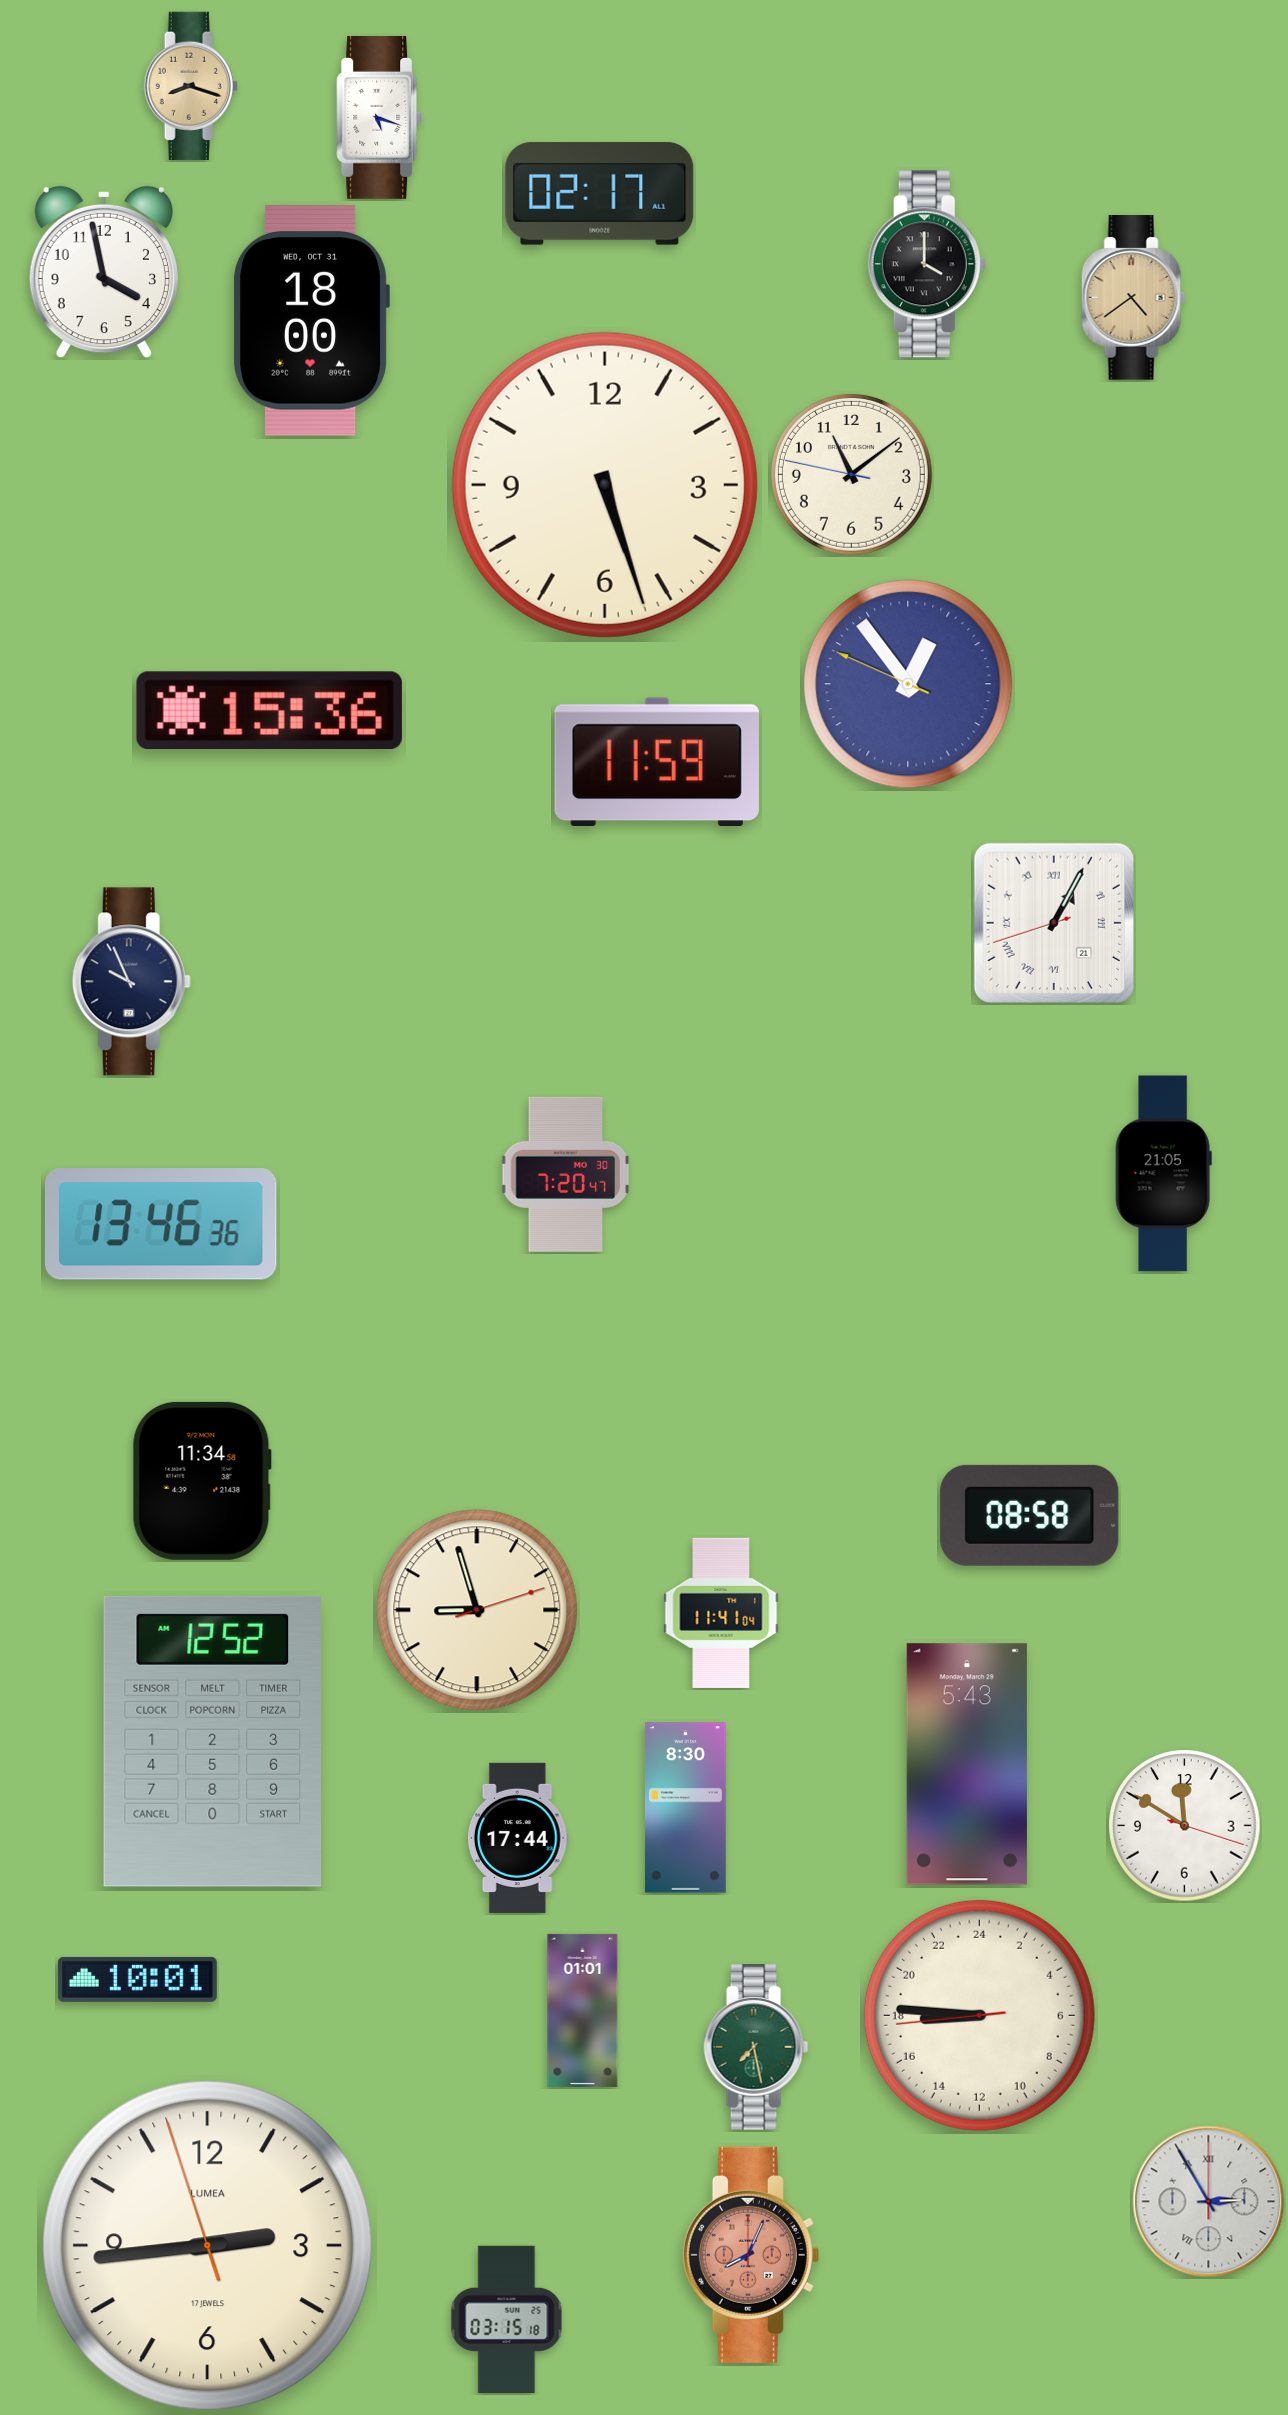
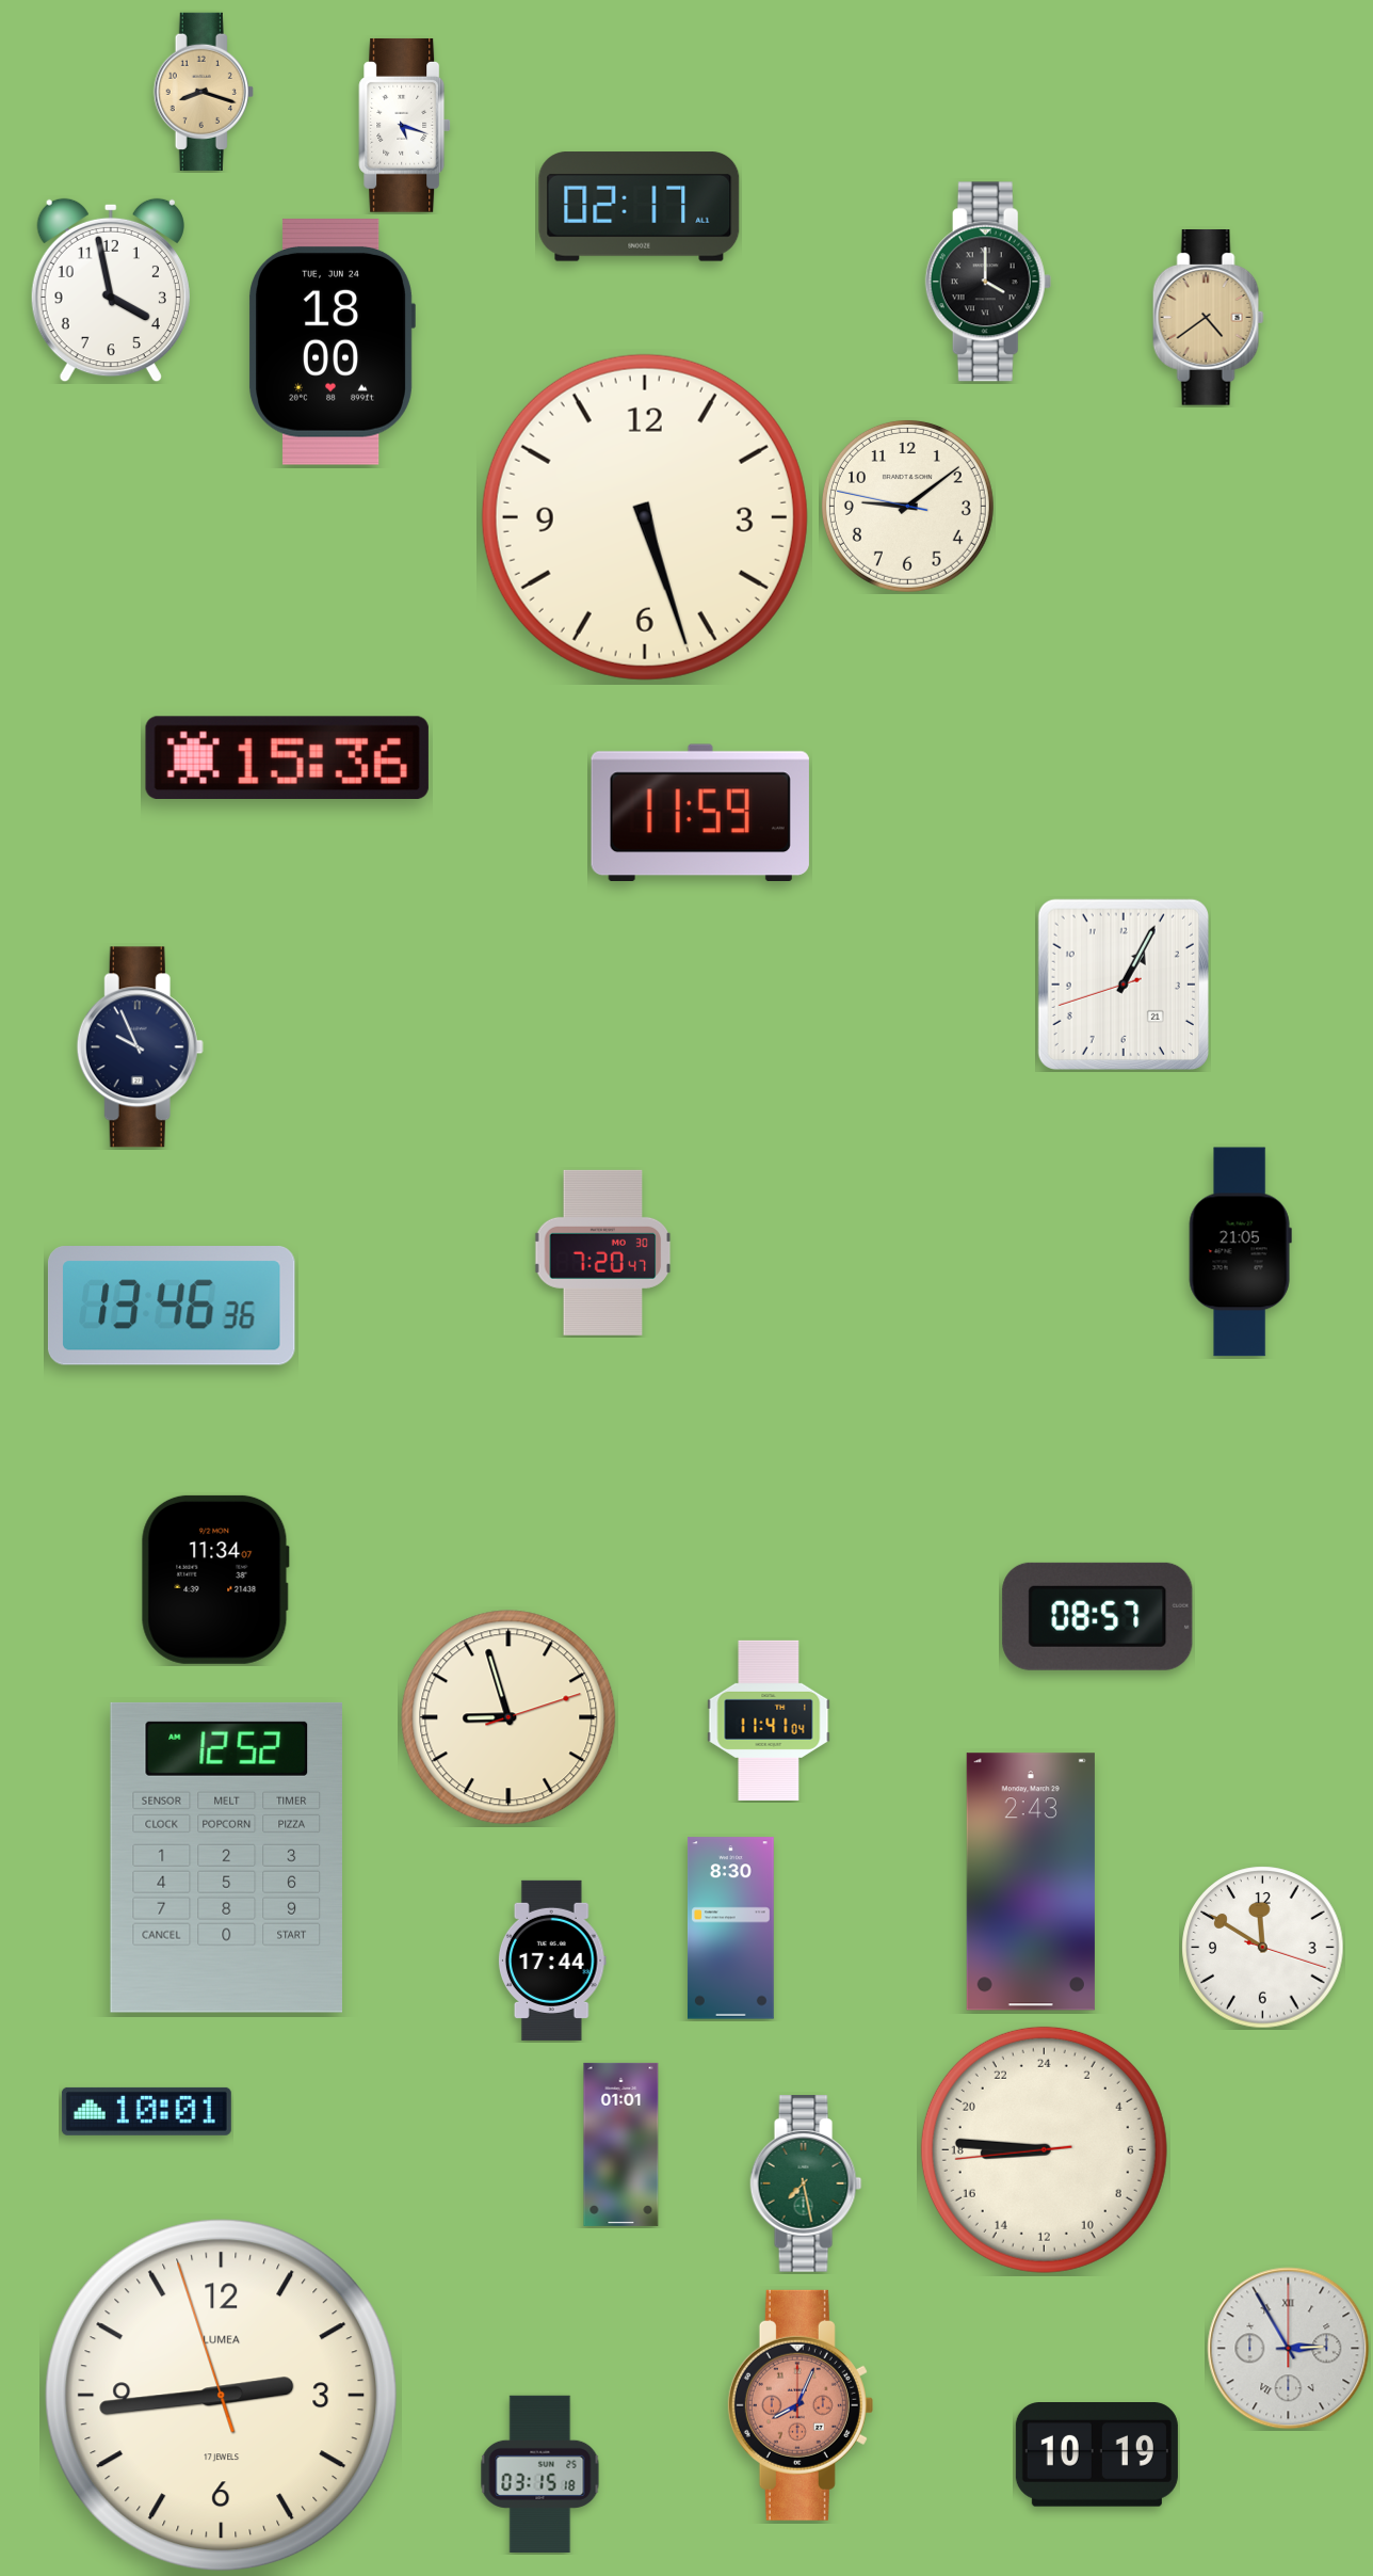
clock at (312, 321) date: WED, OCT 31 -> TUE, JUN 24
clock at (851, 474): 11:08 -> 9:08
clock at (908, 684): 12:53 -> none
clock at (1054, 923) numerals: Roman -> Arabic
clock at (202, 1481): 11:34:58 -> 11:34:07
clock at (1030, 1515): 08:58 -> 08:57
clock at (967, 1764): 5:43 -> 2:43
clock at (1097, 2454): none -> 10:19
